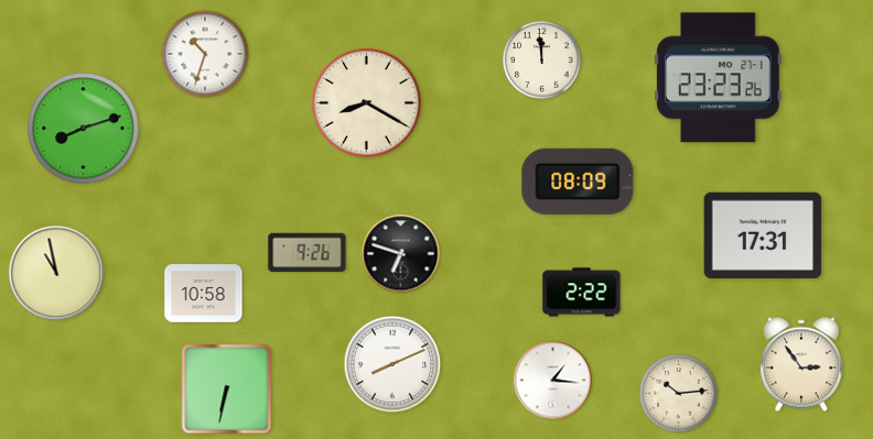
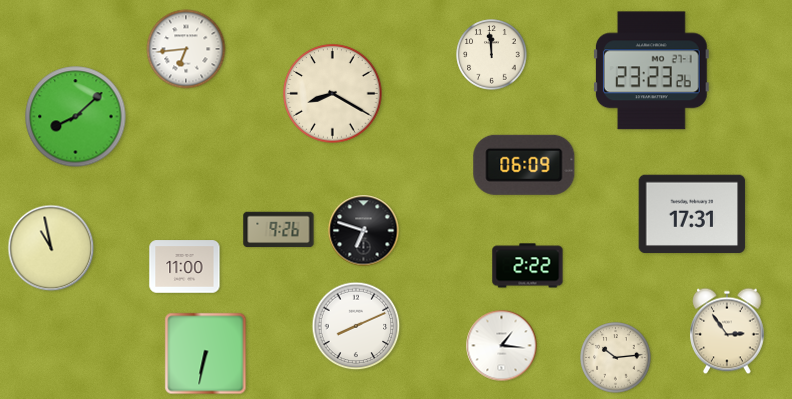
clock at (205, 54): 10:33 -> 6:44
clock at (84, 129): 8:12 -> 8:08
clock at (578, 182): 08:09 -> 06:09
clock at (204, 294): 10:58 -> 11:00
clock at (392, 364) position: (392, 364) -> (356, 326)
